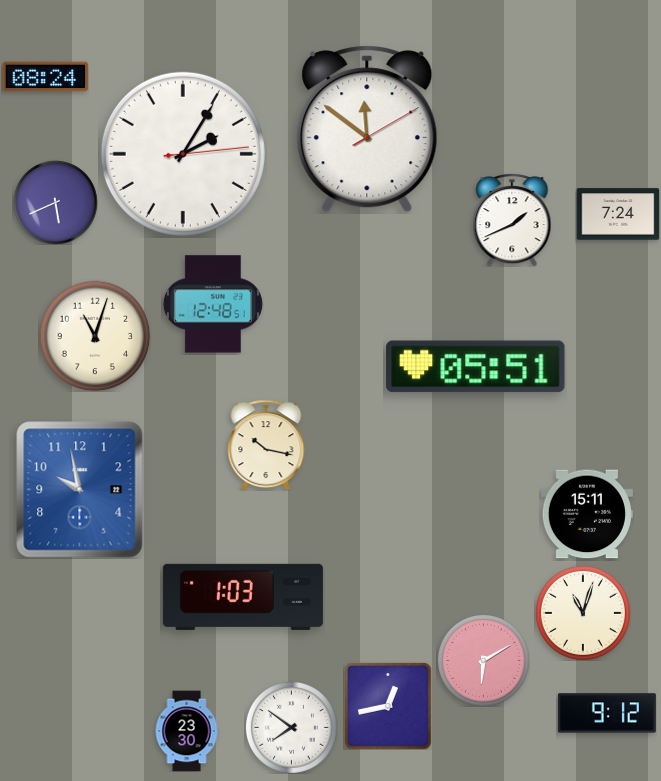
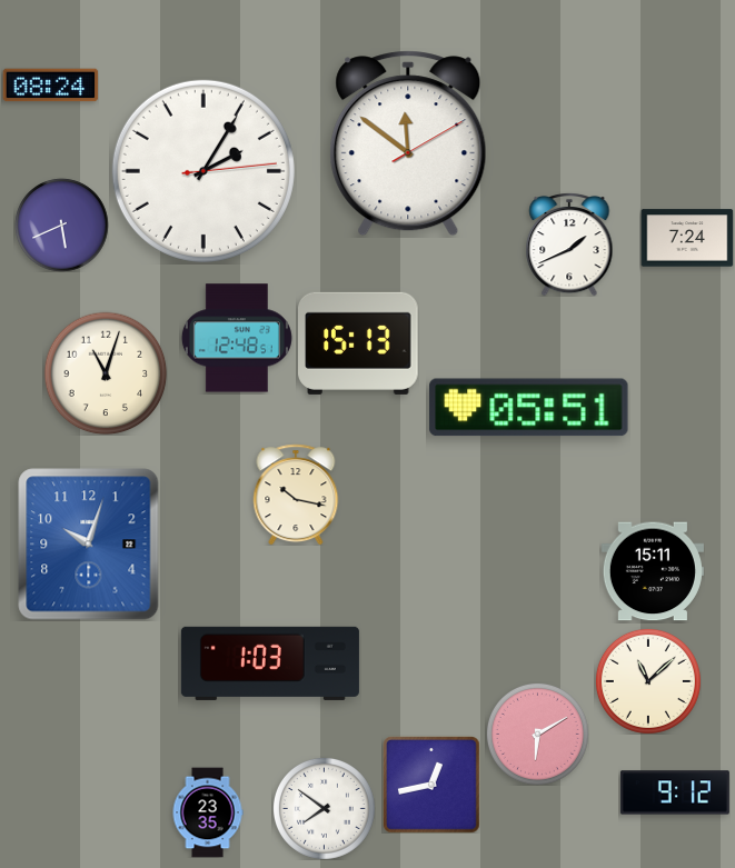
clock at (358, 343): none -> 15:13
clock at (80, 490): 9:58 -> 10:03
clock at (583, 613): 11:03 -> 11:08
clock at (187, 731): 23:30 -> 23:35
